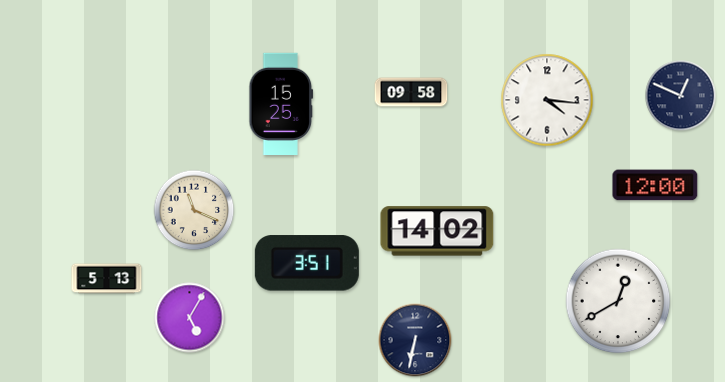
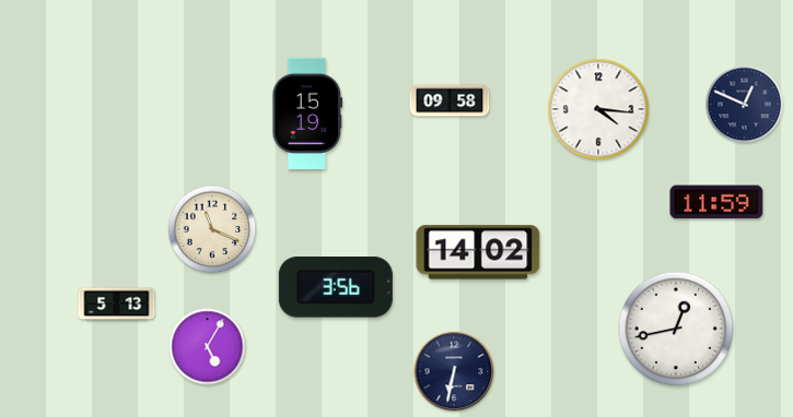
clock at (281, 103): 15:25 -> 15:19
clock at (655, 185): 12:00 -> 11:59
clock at (307, 263): 3:51 -> 3:56
clock at (618, 301): 12:40 -> 12:43
